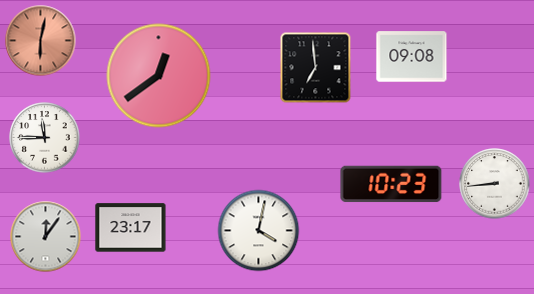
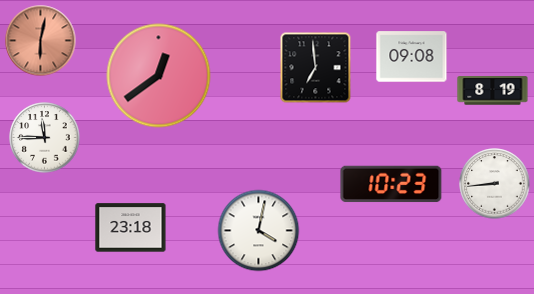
clock at (493, 91): none -> 8:19
clock at (131, 228): 23:17 -> 23:18
clock at (46, 237): 12:06 -> none
